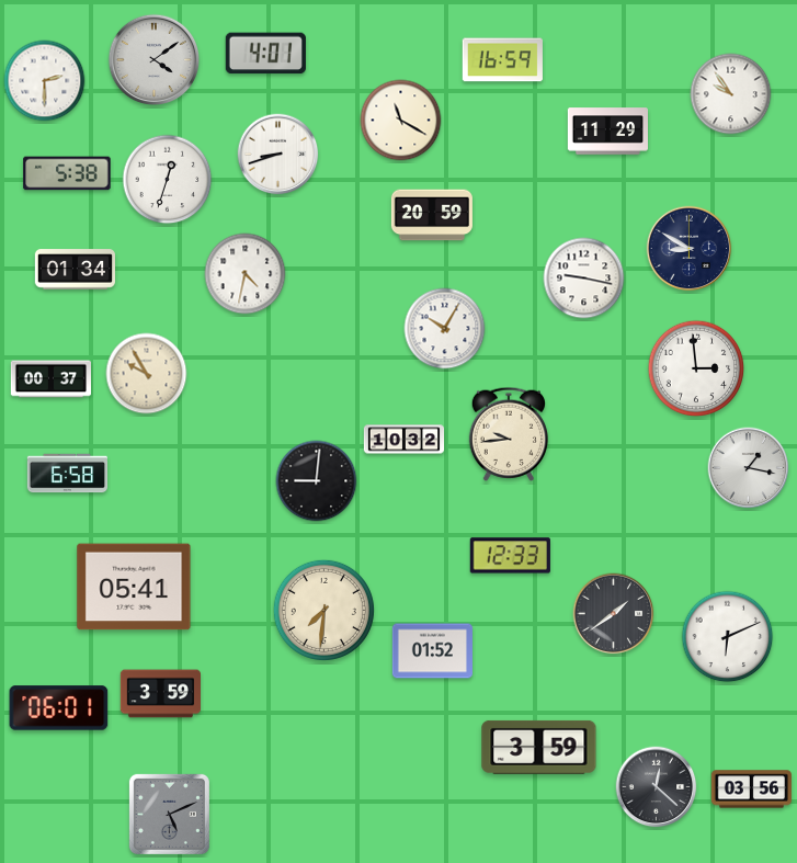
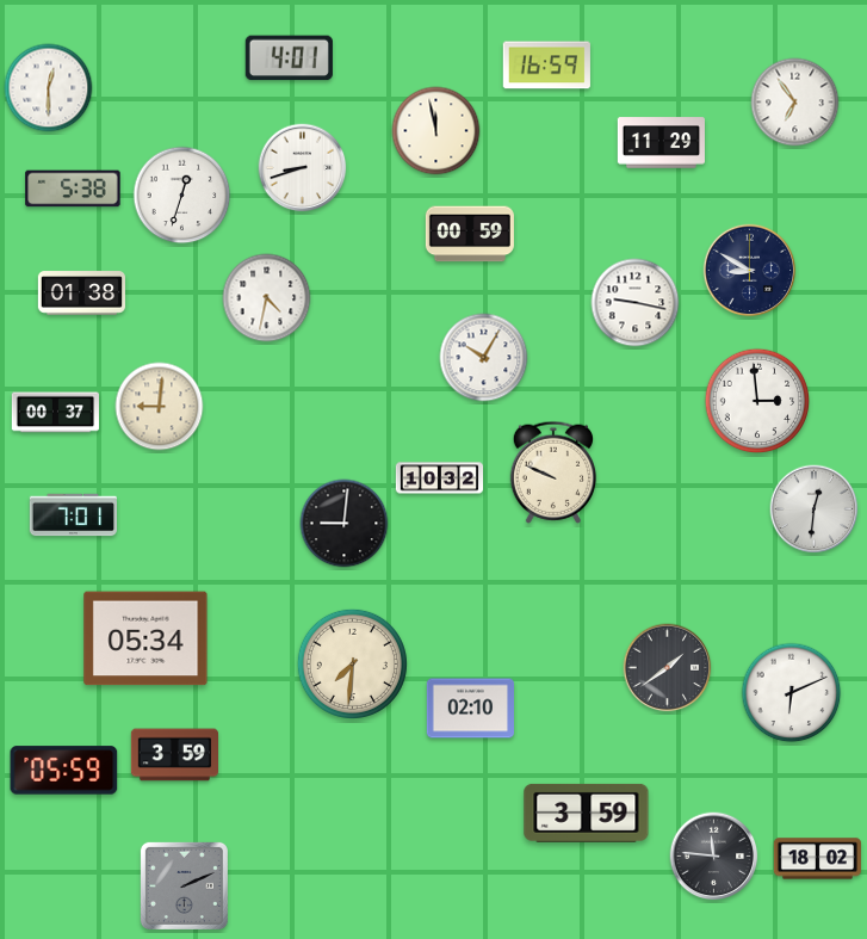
clock at (155, 60): 4:09 -> none
clock at (45, 81): 2:30 -> 12:30
clock at (731, 94): 9:54 -> 6:54
clock at (401, 121): 11:20 -> 11:58
clock at (432, 215): 20:59 -> 00:59
clock at (75, 270): 01:34 -> 01:38
clock at (147, 374): 9:55 -> 9:01
clock at (508, 434): 9:44 -> 9:49
clock at (749, 468): 1:17 -> 12:31
clock at (67, 474): 6:58 -> 7:01
clock at (510, 556): 12:33 -> none
clock at (134, 587): 05:41 -> 05:34
clock at (432, 651): 01:52 -> 02:10
clock at (59, 708): 06:01 -> 05:59
clock at (657, 787): 12:22 -> 11:46
clock at (751, 790): 03:56 -> 18:02
clock at (169, 814): 5:11 -> 2:11
